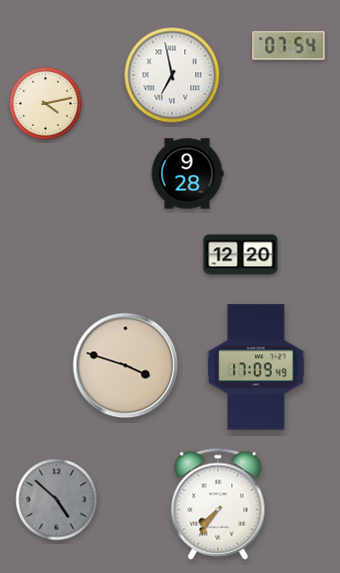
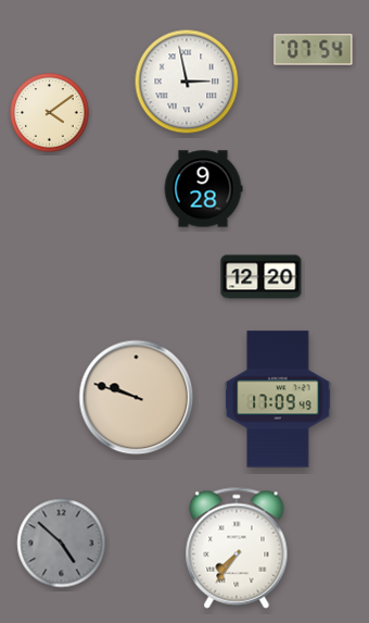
clock at (172, 75): 6:58 -> 2:58
clock at (46, 104): 4:13 -> 4:09
clock at (126, 366): 3:48 -> 9:48
